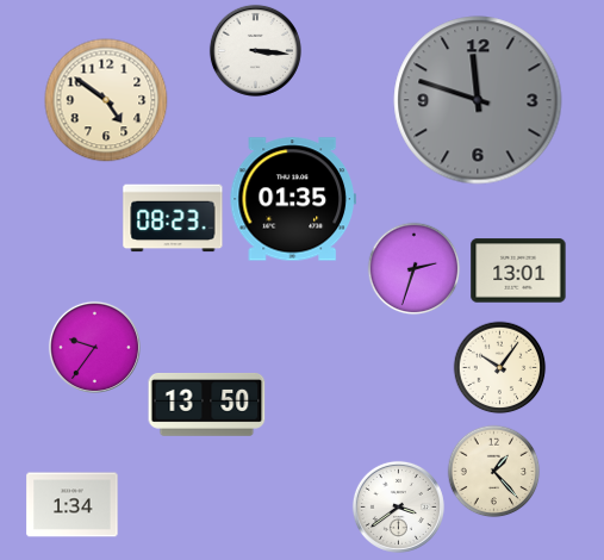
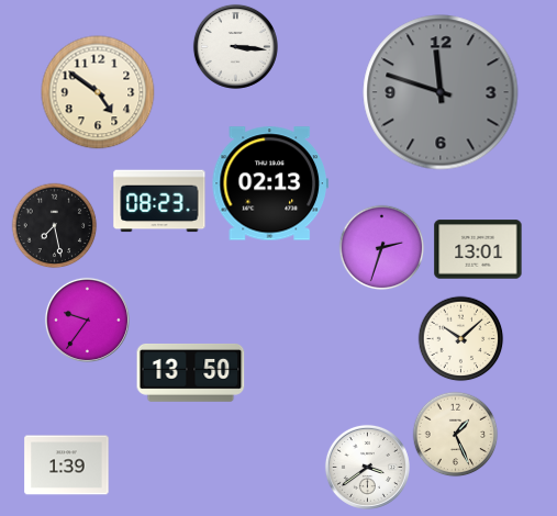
clock at (293, 199): 01:35 -> 02:13
clock at (54, 225): none -> 7:28
clock at (499, 367): 10:06 -> 10:08
clock at (493, 471): 1:23 -> 1:26
clock at (73, 505): 1:34 -> 1:39
